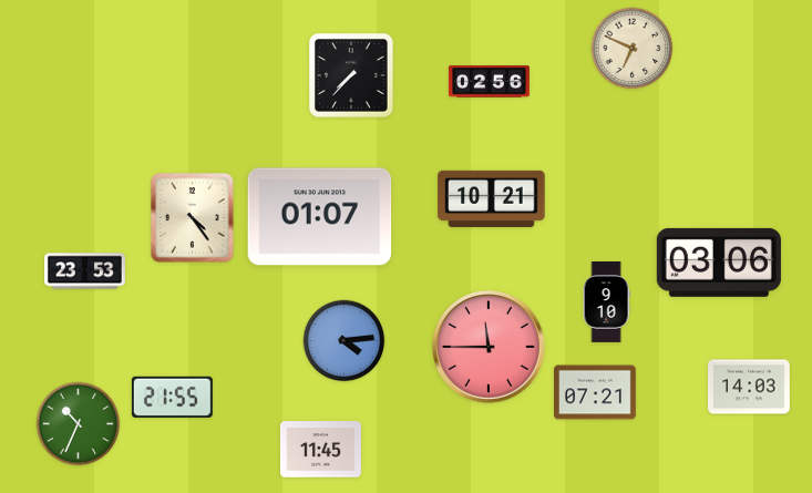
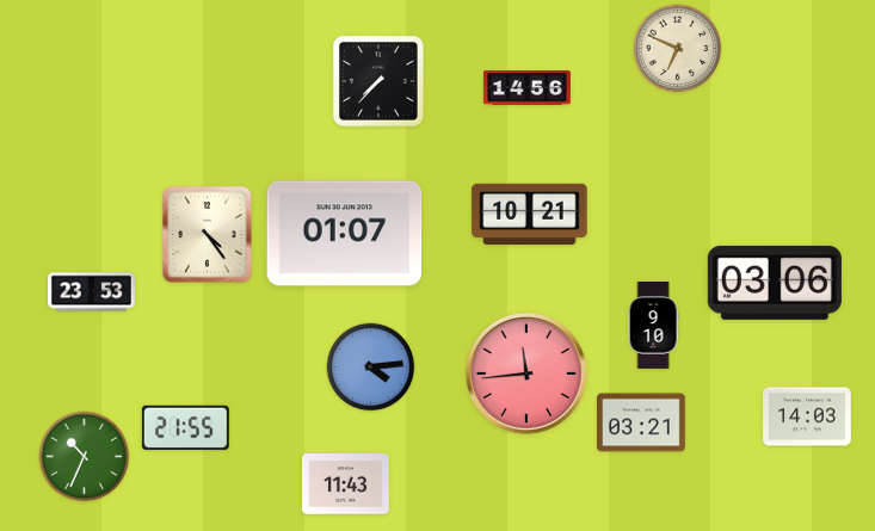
clock at (633, 49) position: (633, 49) -> (678, 49)
clock at (489, 82): 02:56 -> 14:56
clock at (489, 347): 11:45 -> 11:44
clock at (596, 392): 07:21 -> 03:21
clock at (320, 450): 11:45 -> 11:43
